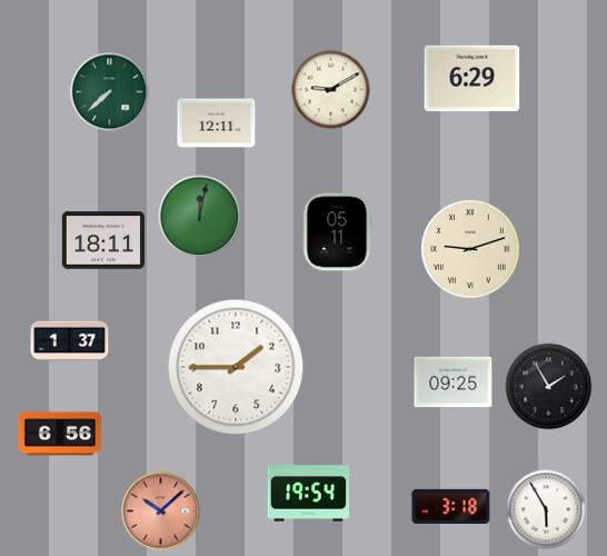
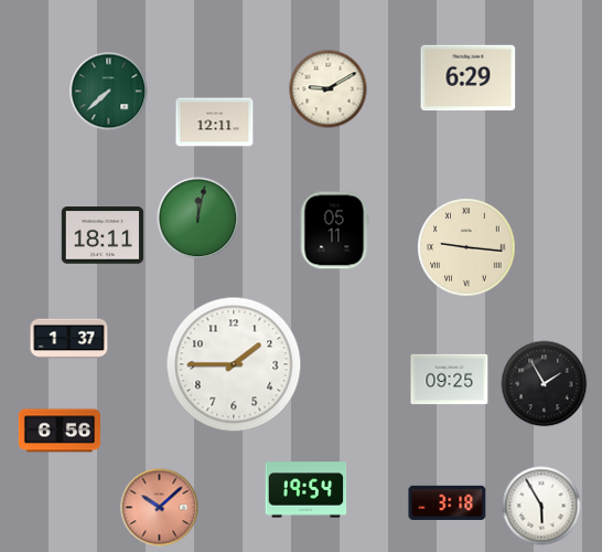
clock at (200, 217) position: (200, 217) -> (198, 219)
clock at (103, 240) position: (103, 240) -> (103, 235)
clock at (470, 249): 9:12 -> 9:16
